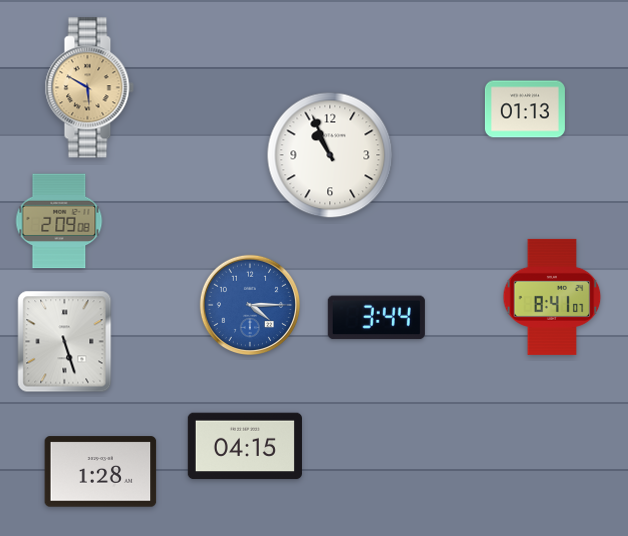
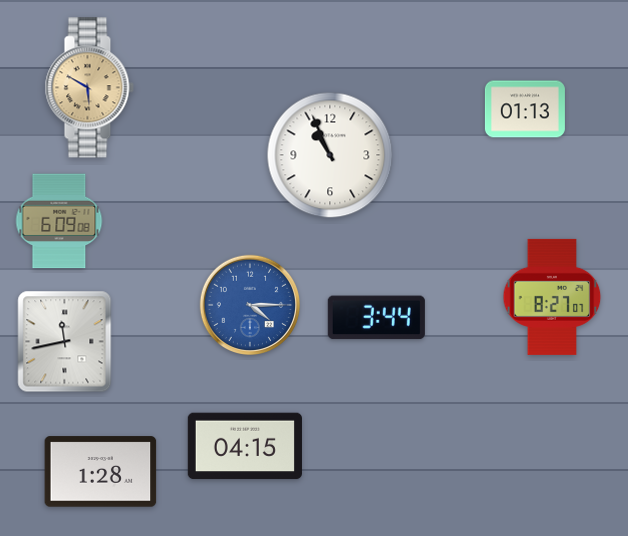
clock at (59, 221): 2:09 -> 6:09
clock at (552, 297): 8:41 -> 8:27
clock at (65, 342): 5:27 -> 11:43
